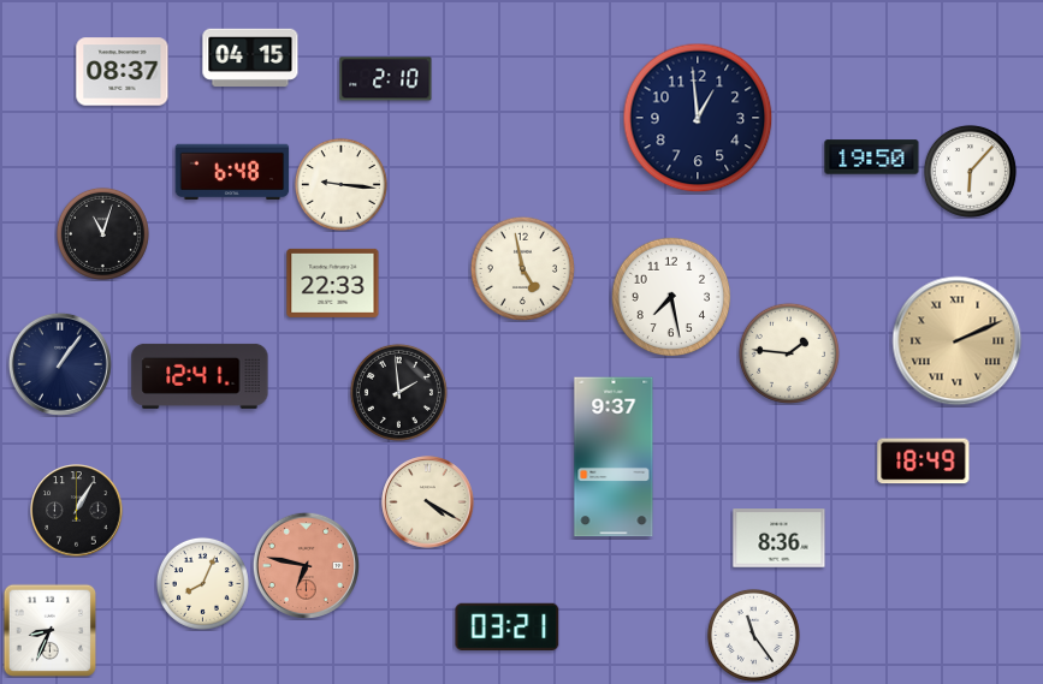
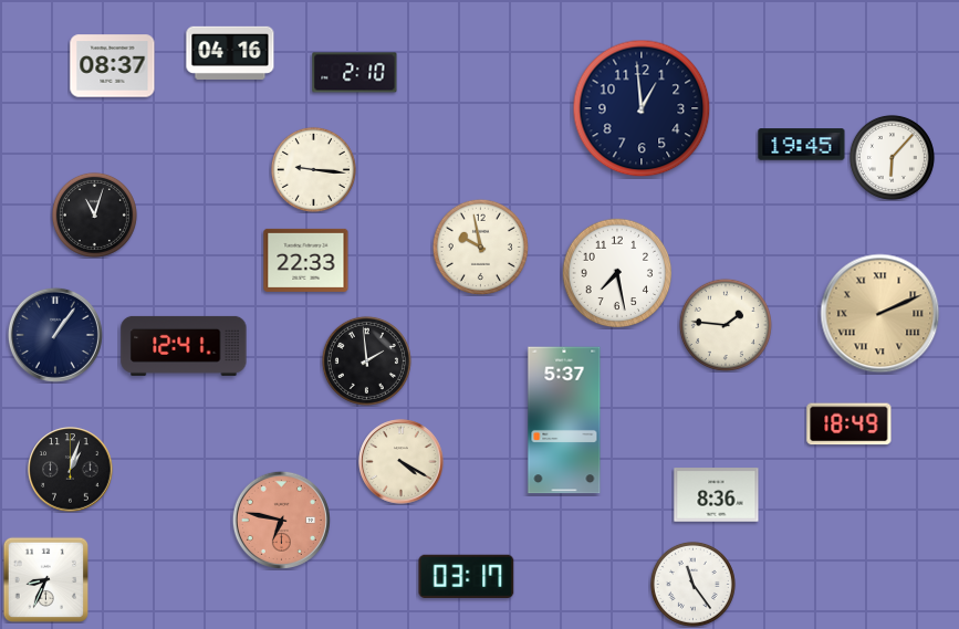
clock at (250, 58): 04:15 -> 04:16
clock at (872, 157): 19:50 -> 19:45
clock at (232, 172): 6:48 -> none
clock at (522, 268): 4:58 -> 9:58
clock at (614, 457): 9:37 -> 5:37
clock at (428, 502) position: (428, 502) -> (402, 462)
clock at (77, 511): 1:05 -> 1:03
clock at (202, 583): 8:04 -> none
clock at (508, 626): 03:21 -> 03:17
